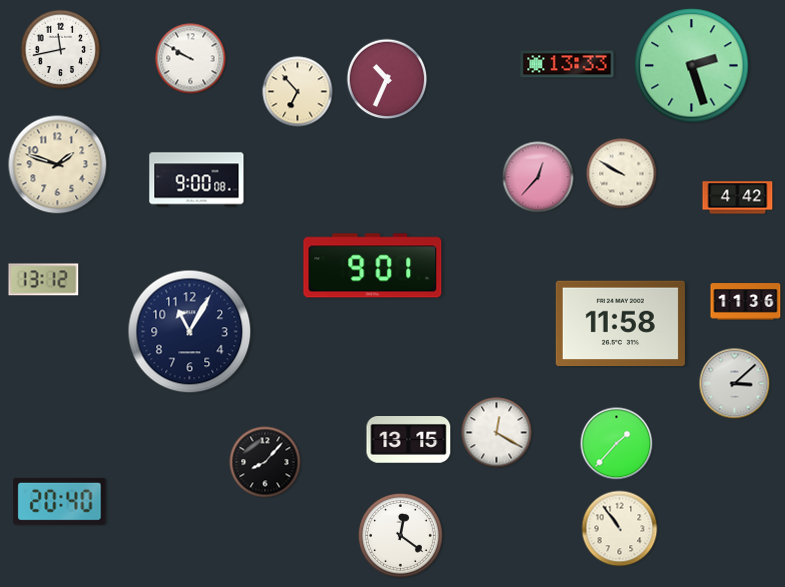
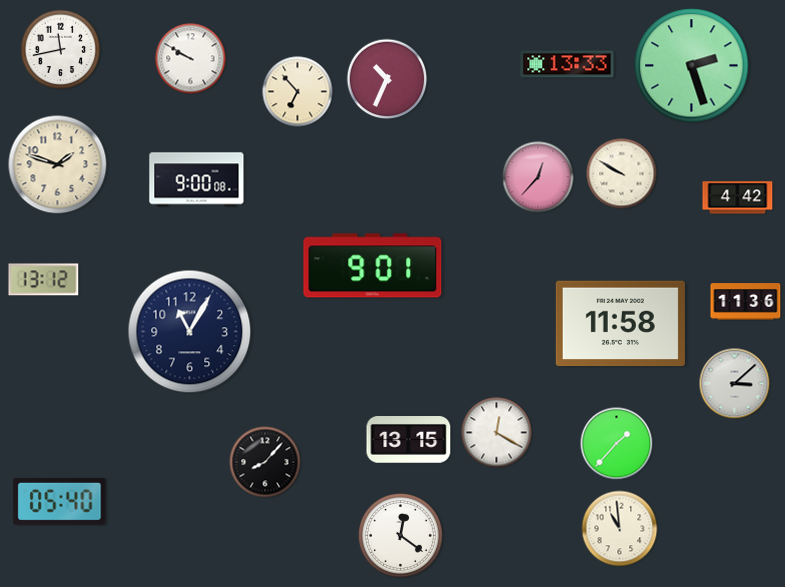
clock at (60, 501): 20:40 -> 05:40
clock at (620, 529): 10:54 -> 10:59
